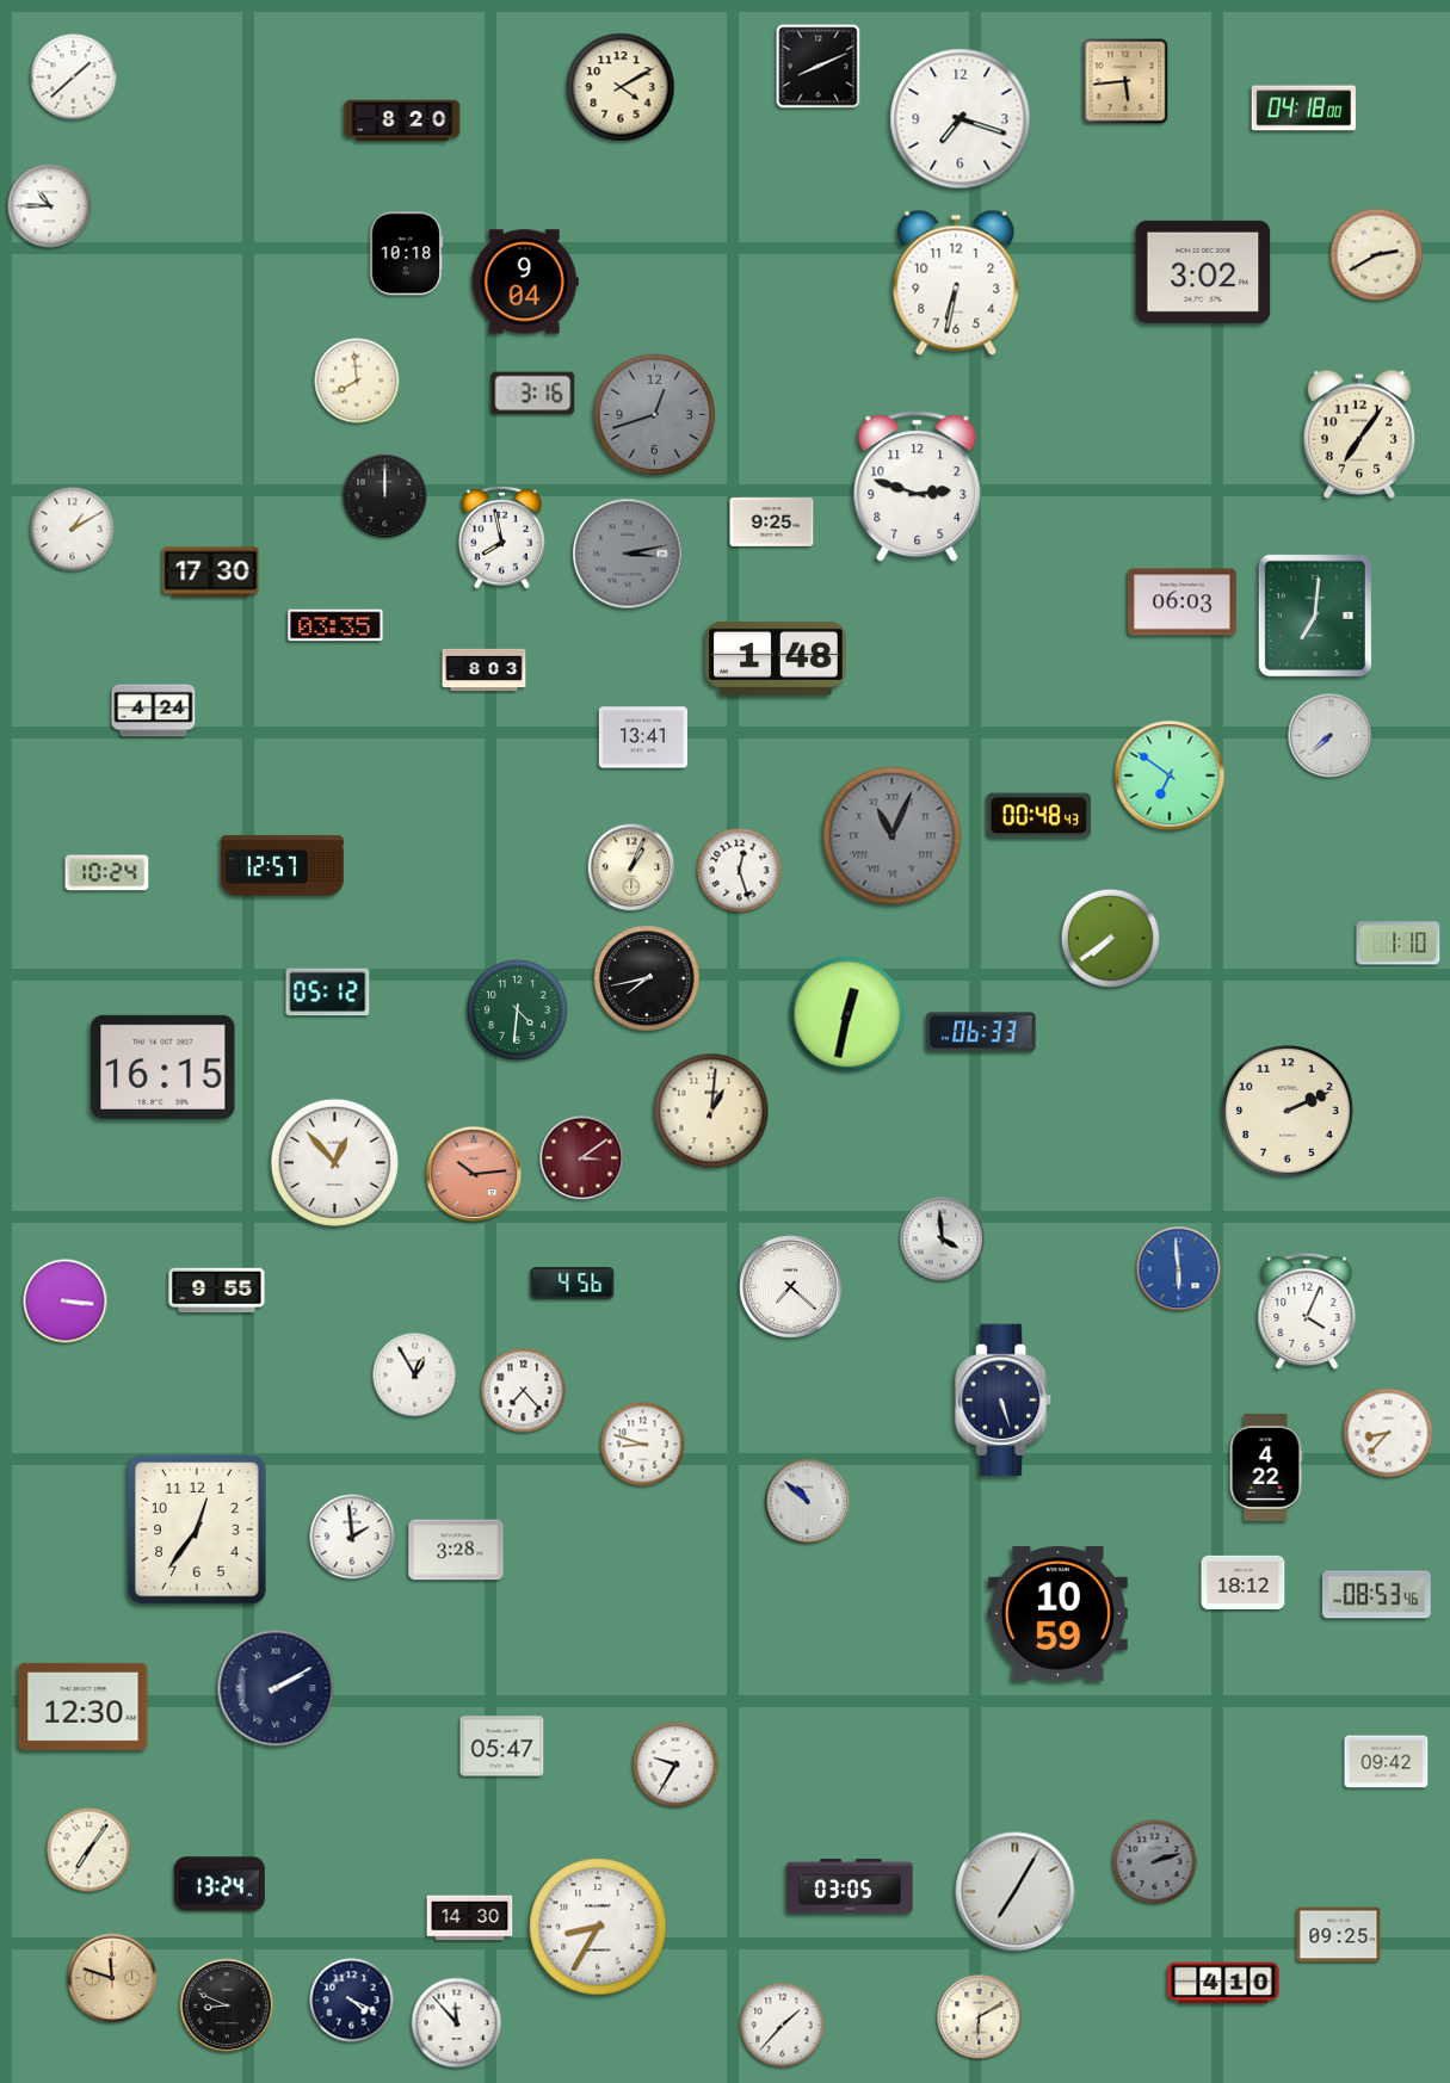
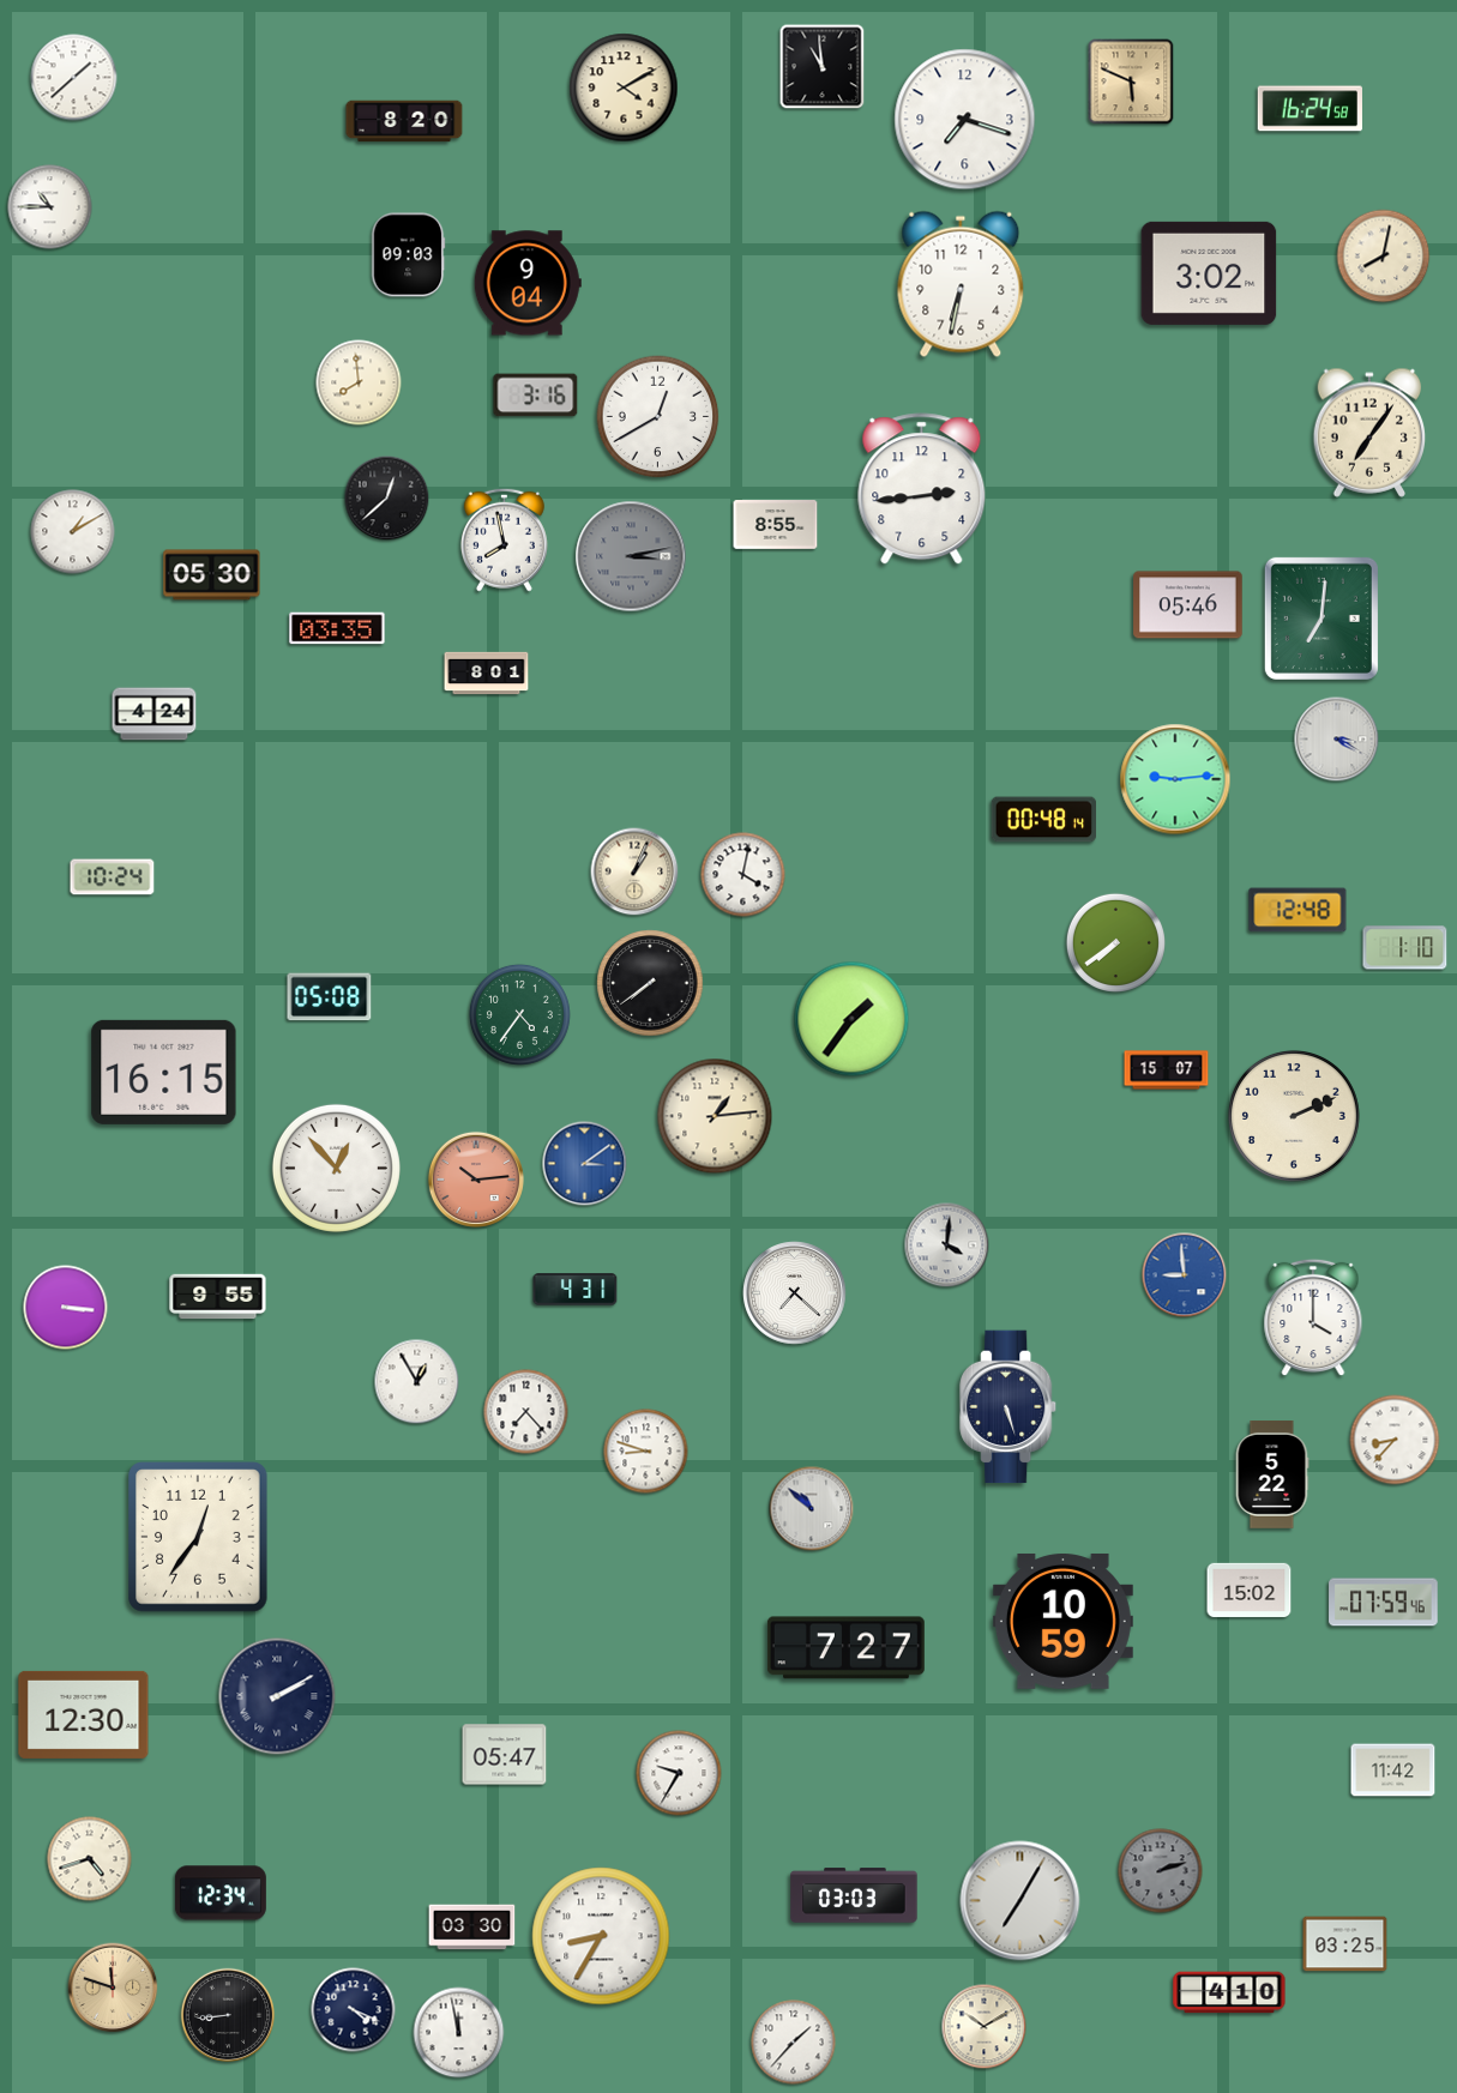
clock at (819, 67): 8:11 -> 10:59
clock at (1125, 81): 5:44 -> 5:49
clock at (1303, 109): 04:18 -> 16:24
clock at (407, 254): 10:18 -> 09:03
clock at (1377, 255): 2:40 -> 8:02
clock at (655, 415): 12:42 -> 12:40
clock at (655, 415) dial: grey -> white
clock at (1359, 434) position: (1359, 434) -> (1369, 433)
clock at (918, 487): 2:48 -> 2:44
clock at (385, 496): 12:00 -> 12:38
clock at (772, 523): 9:25 -> 8:55
clock at (211, 573): 17:30 -> 05:30
clock at (1183, 602): 06:03 -> 05:46
clock at (777, 659): 1:48 -> none
clock at (485, 670): 8:03 -> 8:01
clock at (1331, 736): 7:38 -> 3:20
clock at (643, 737): 13:41 -> none
clock at (1170, 775): 6:51 -> 9:14
clock at (1038, 816): 00:48:43 -> 00:48:14
clock at (893, 836): 11:04 -> none
clock at (282, 866): 12:57 -> none
clock at (740, 871): 12:27 -> 4:02
clock at (107, 873) position: (107, 873) -> (113, 877)
clock at (1298, 910): none -> 12:48
clock at (647, 978): 7:43 -> 7:39
clock at (328, 993): 05:12 -> 05:08
clock at (517, 1009): 4:31 -> 4:36
clock at (847, 1014): 12:32 -> 1:36
clock at (981, 1032): 06:33 -> none
clock at (1167, 1070): none -> 15:07
clock at (711, 1111): 1:01 -> 1:14
clock at (582, 1158) dial: burgundy -> blue
clock at (943, 1240): 3:59 -> 4:01
clock at (1179, 1269): 5:59 -> 8:59
clock at (573, 1284): 4:56 -> 4:31
clock at (1307, 1311): 4:04 -> 4:00
clock at (524, 1391) position: (524, 1391) -> (526, 1412)
clock at (1266, 1469): 4:22 -> 5:22
clock at (352, 1537): 1:59 -> none
clock at (456, 1550): 3:28 -> none
clock at (1244, 1582): 18:12 -> 15:02
clock at (1377, 1595): 08:53 -> 07:59
clock at (845, 1648): none -> 7:27
clock at (1387, 1762): 09:42 -> 11:42
clock at (90, 1850): 7:06 -> 4:42
clock at (220, 1884): 13:24 -> 12:34
clock at (850, 1886): 03:05 -> 03:03
clock at (470, 1918): 14:30 -> 03:30
clock at (1339, 1935): 09:25 -> 03:25
clock at (227, 2005): 8:49 -> 8:44
clock at (980, 2017): 6:10 -> 10:10
clock at (457, 2023): 11:53 -> 11:58
clock at (783, 2026) position: (783, 2026) -> (794, 2043)
